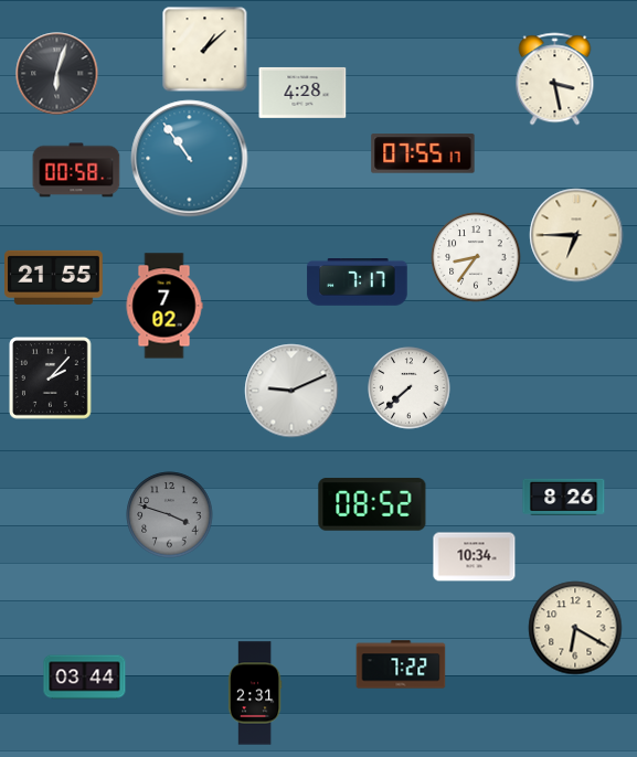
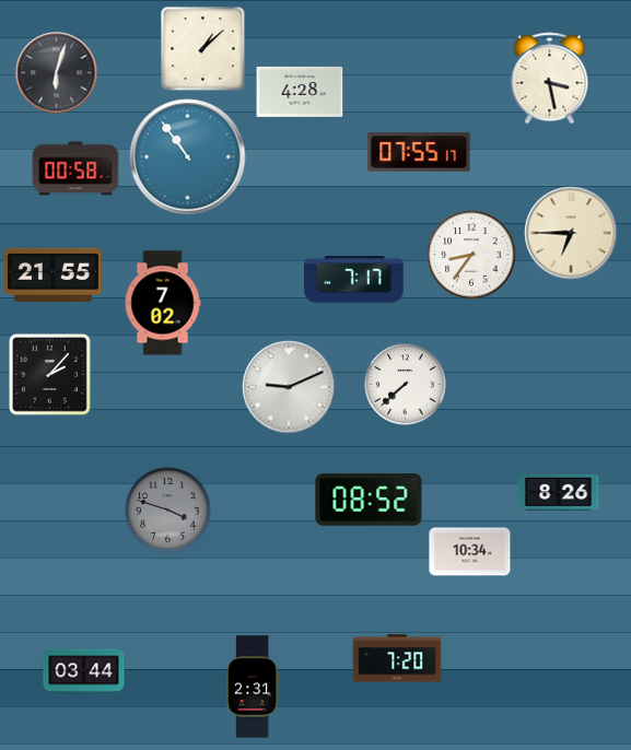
clock at (575, 628): 6:20 -> none
clock at (401, 664): 7:22 -> 7:20
